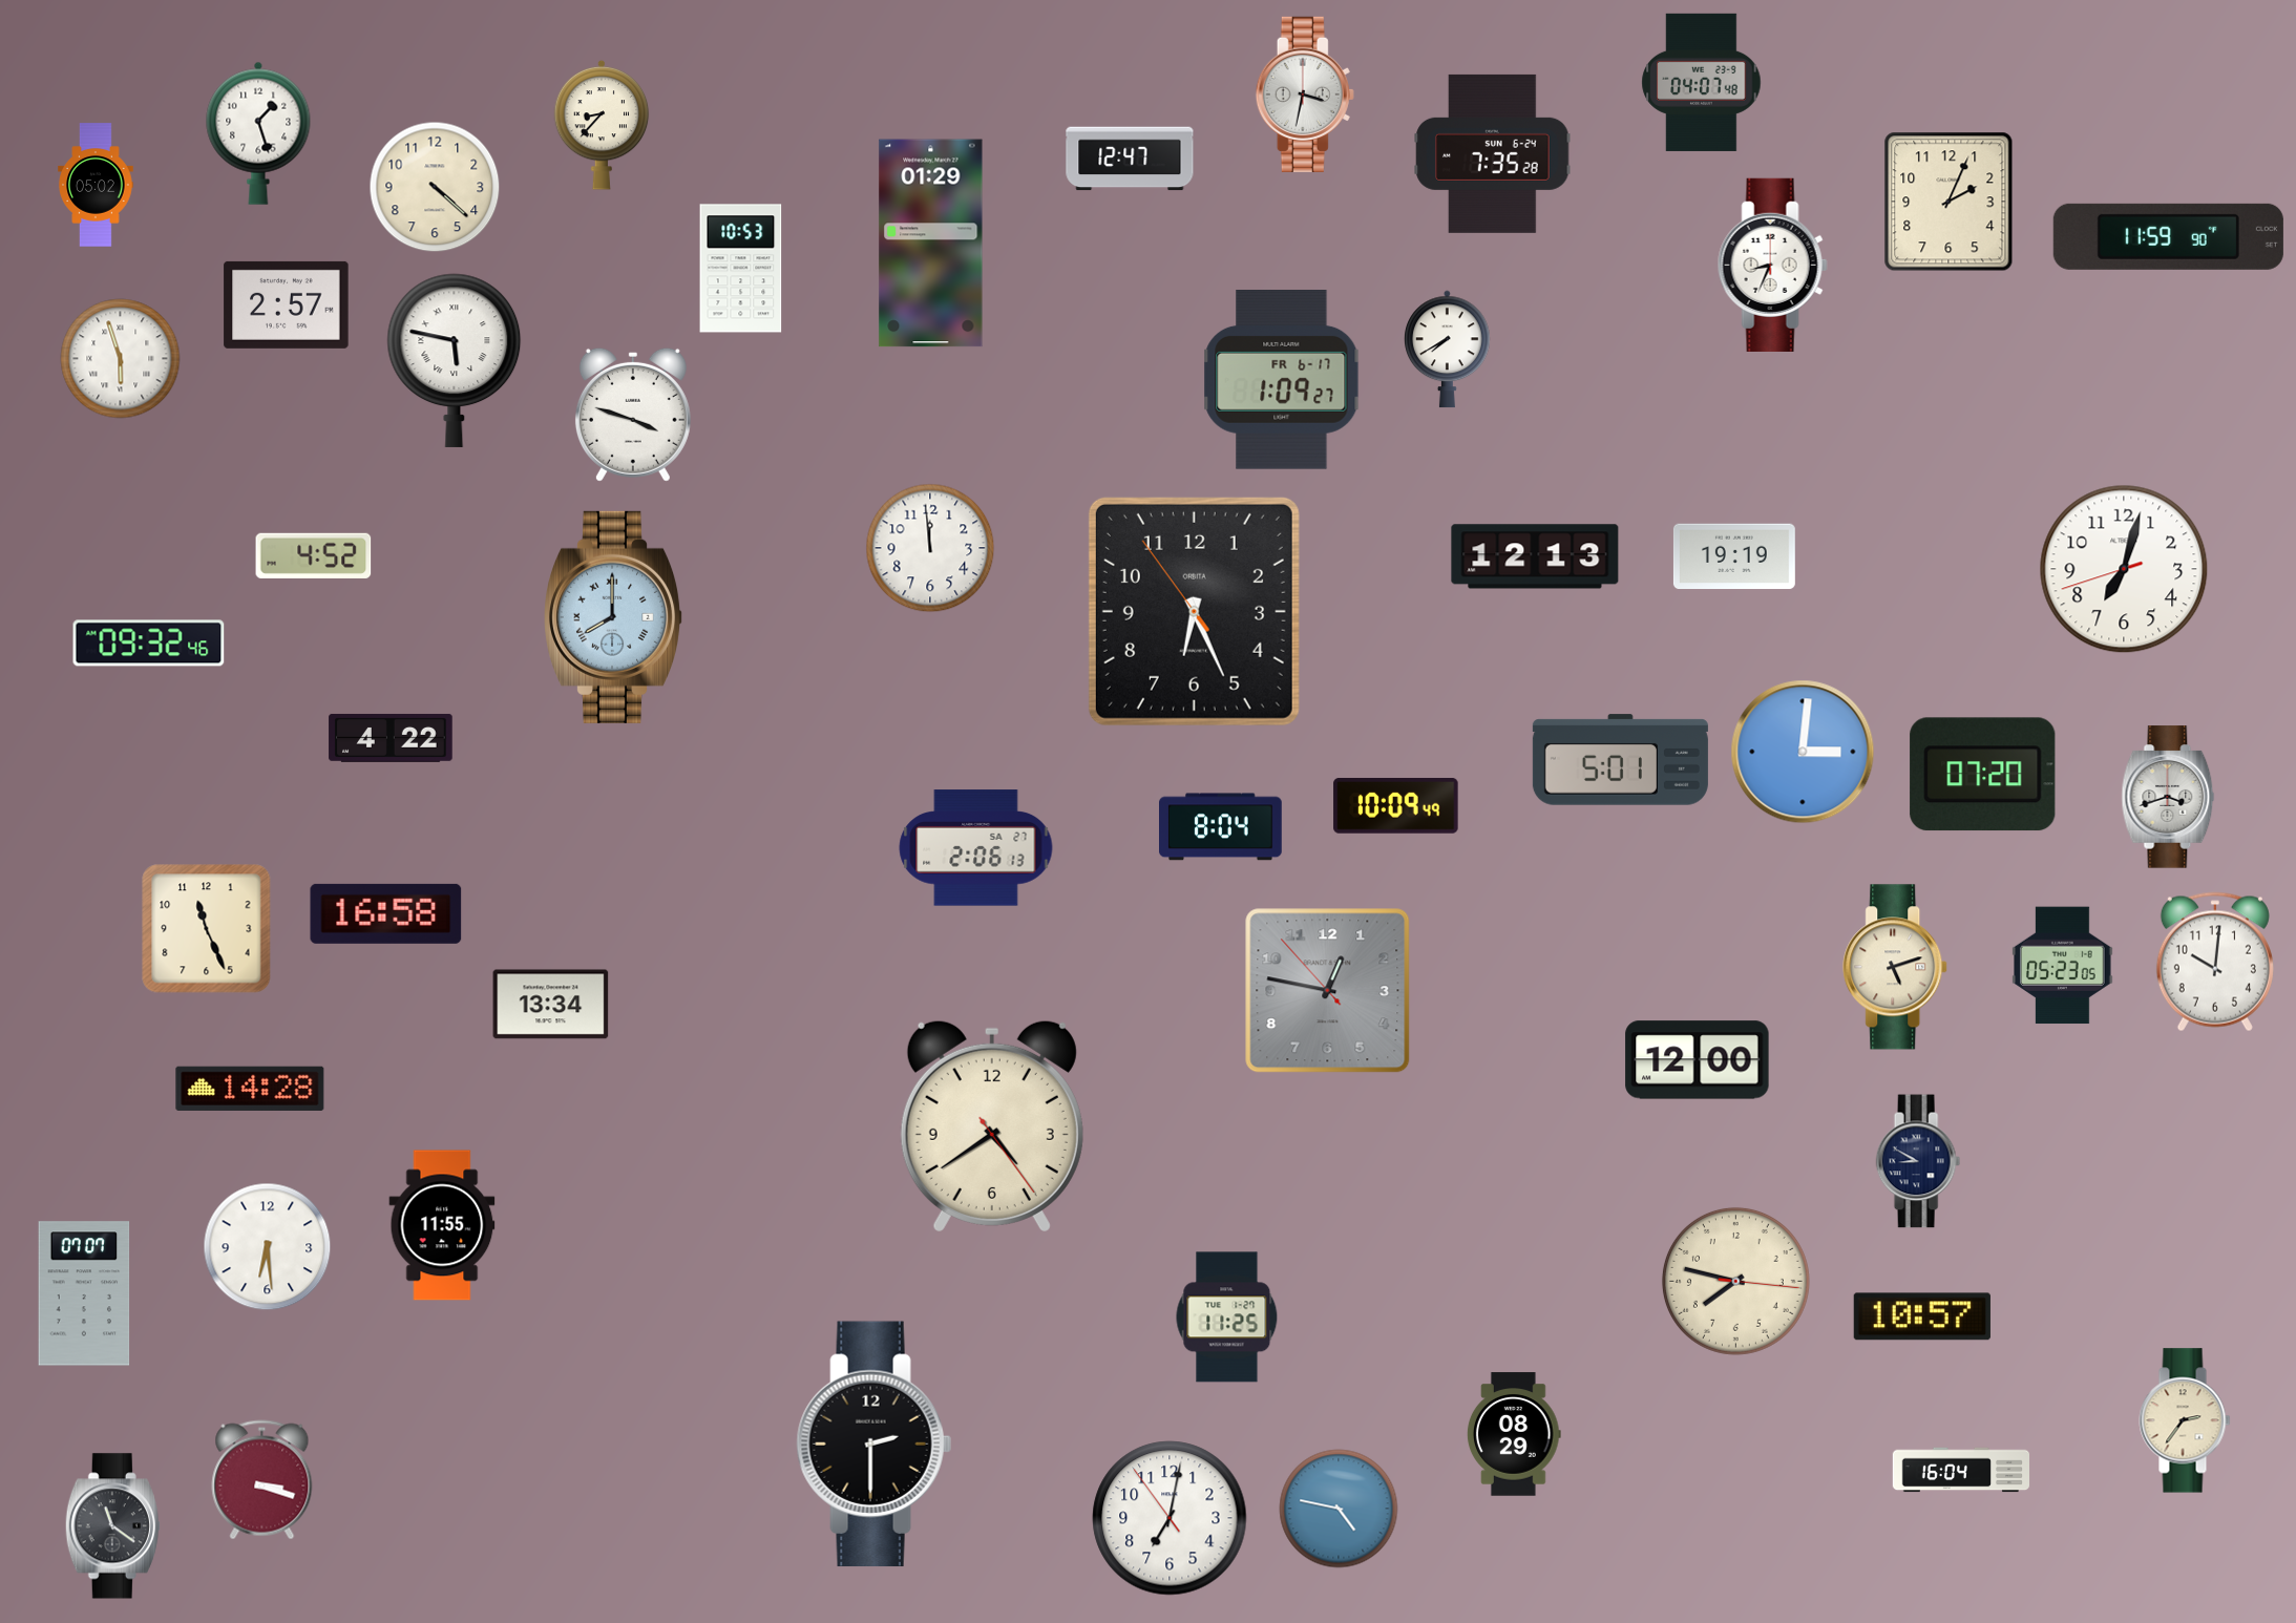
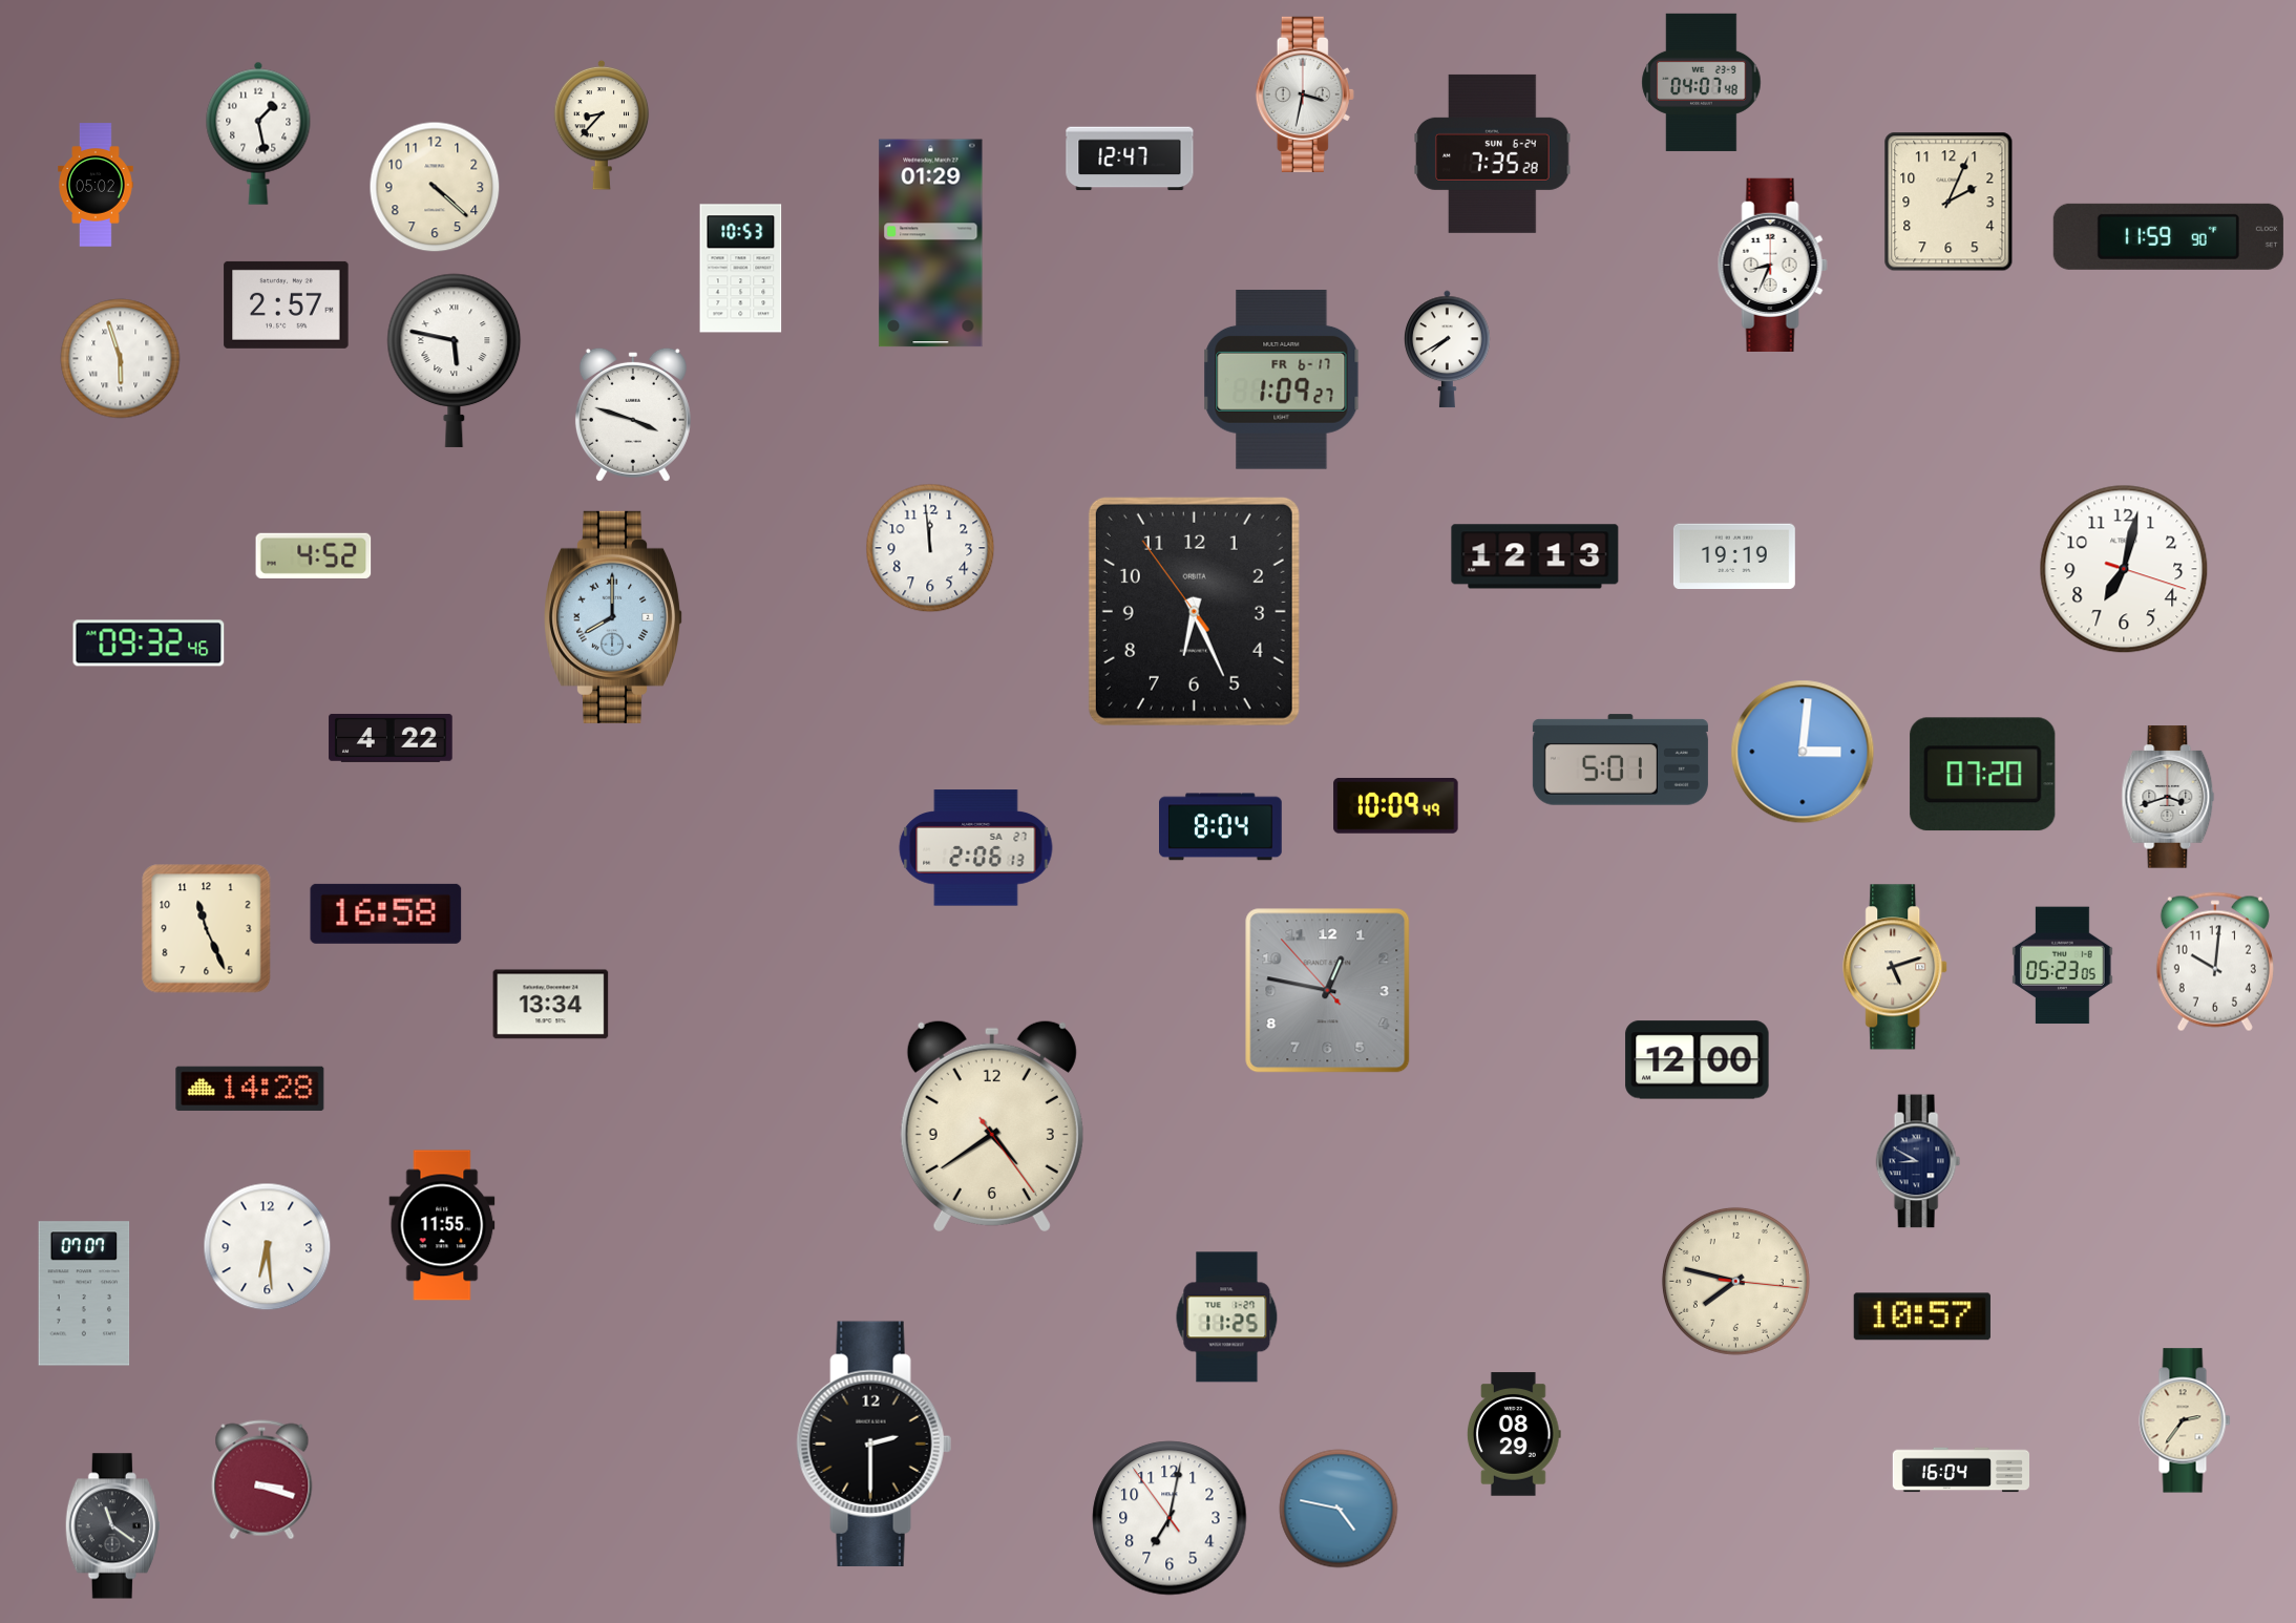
clock at (258, 133): 1:27 -> 1:28
clock at (2124, 569): 7:02:42 -> 7:02:18
